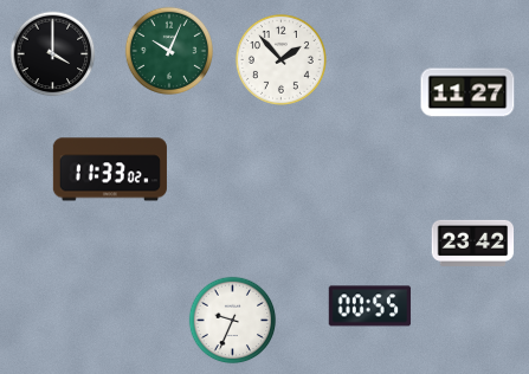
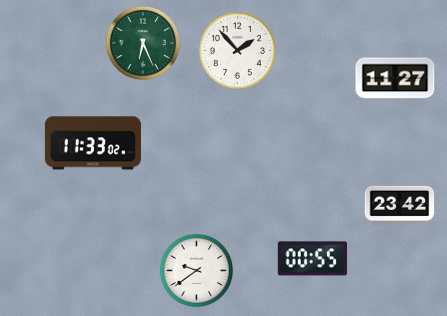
clock at (168, 50): 10:04 -> 6:26
clock at (53, 54): 4:00 -> none
clock at (233, 321): 9:34 -> 9:39
